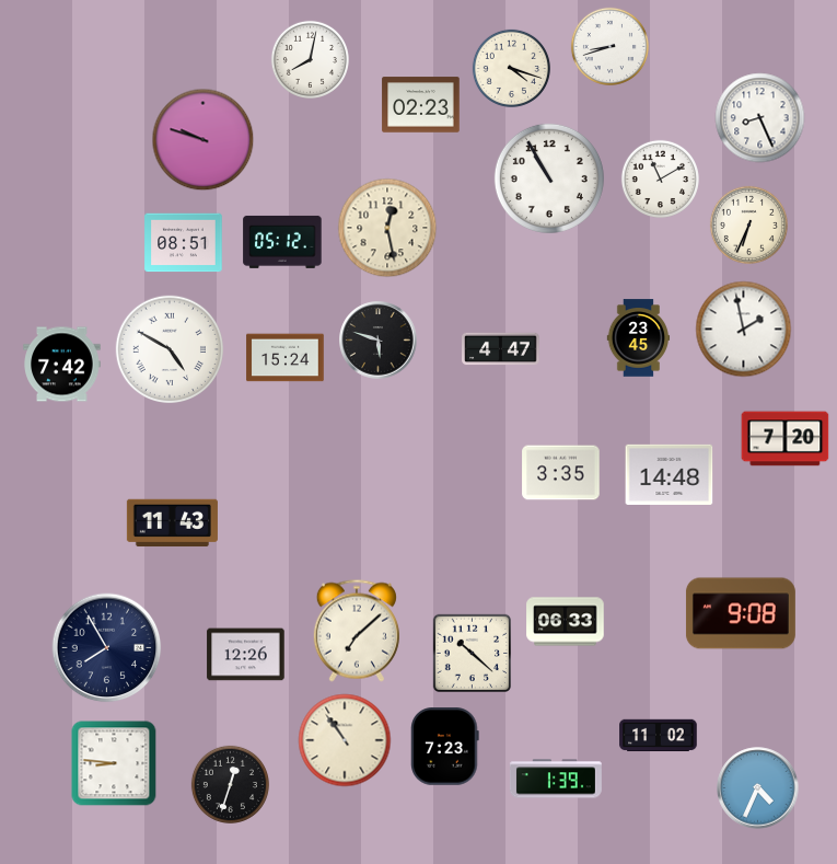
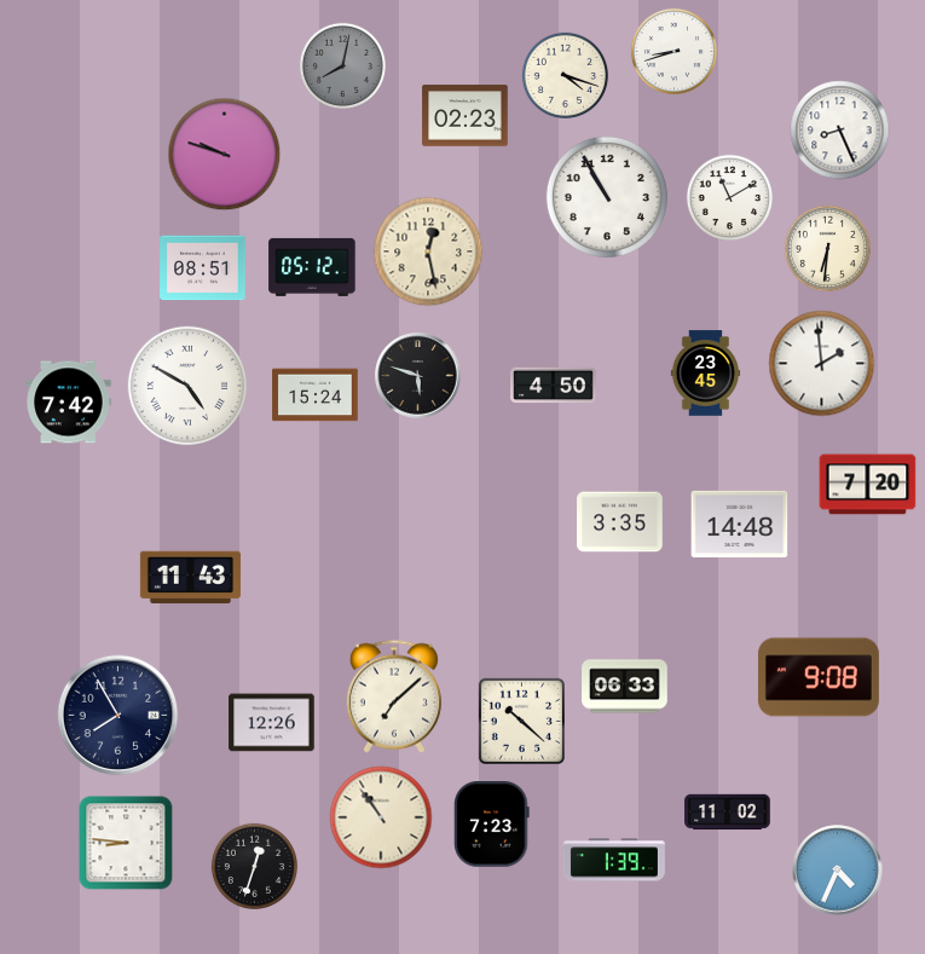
clock at (310, 59) dial: white -> grey
clock at (748, 224): 6:34 -> 6:31
clock at (744, 330): 1:58 -> 1:59
clock at (501, 349): 4:47 -> 4:50
